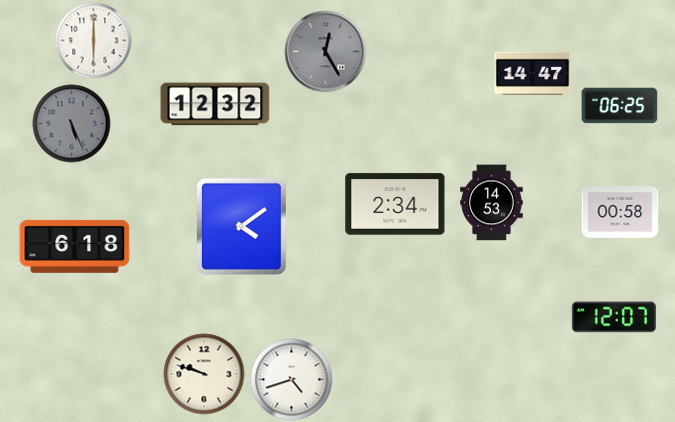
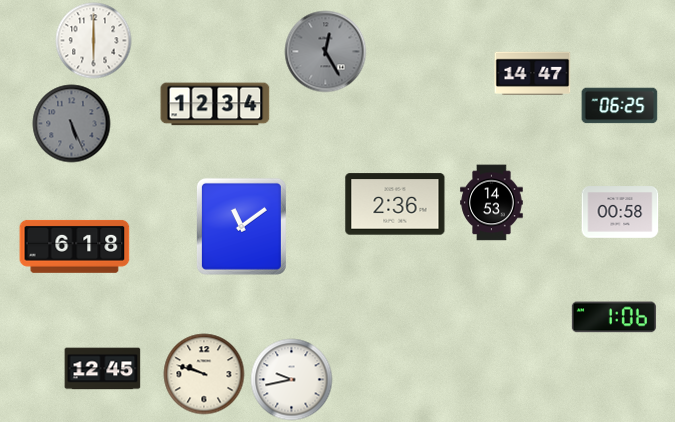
clock at (215, 104): 12:32 -> 12:34
clock at (395, 204): 2:34 -> 2:36
clock at (241, 226): 4:09 -> 11:09
clock at (614, 317): 12:07 -> 1:06
clock at (103, 369): none -> 12:45
clock at (292, 380): 4:42 -> 9:43
